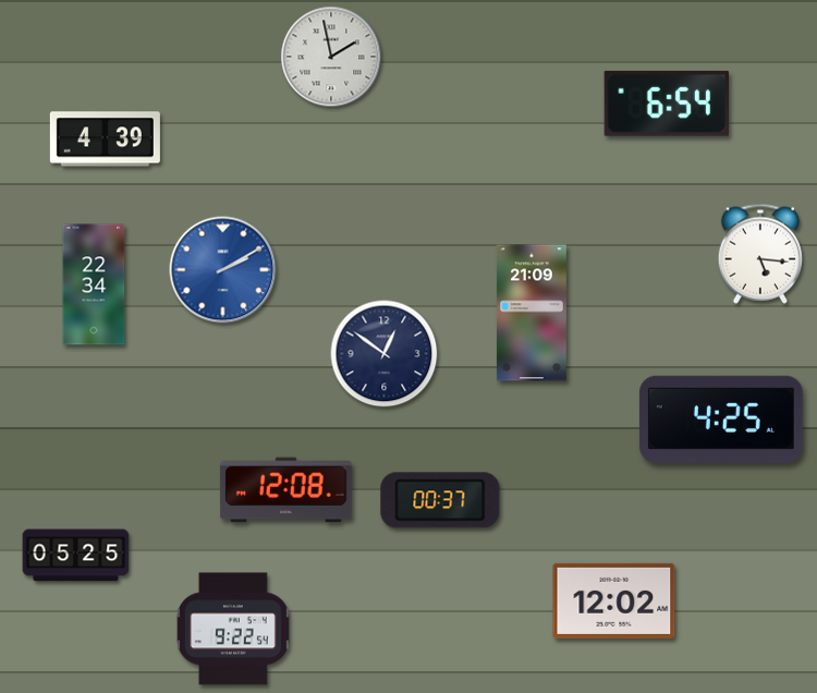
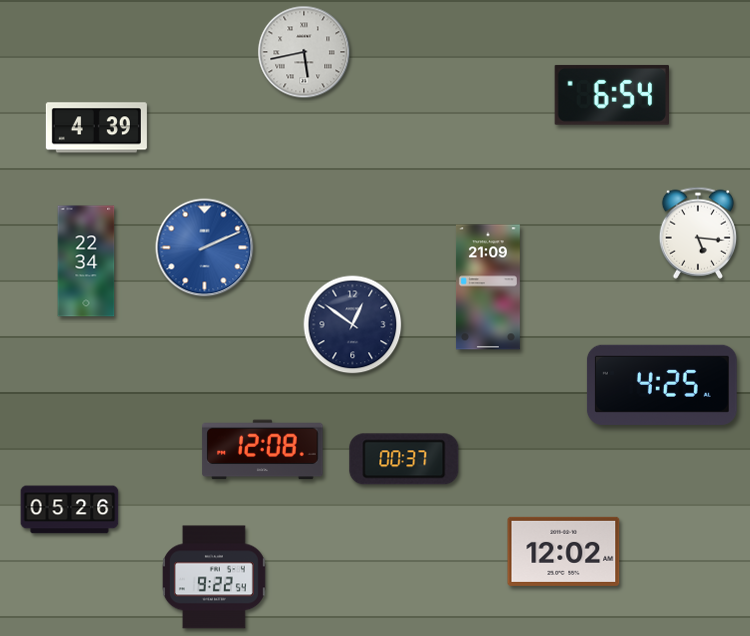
clock at (331, 57): 1:58 -> 5:43
clock at (223, 270): 2:10 -> 2:11
clock at (76, 556): 05:25 -> 05:26
